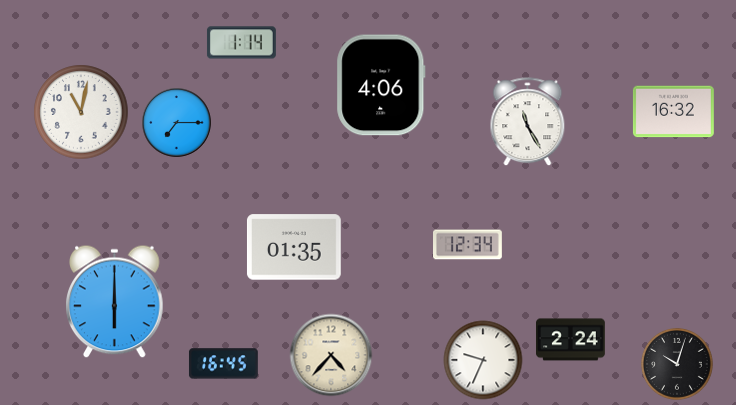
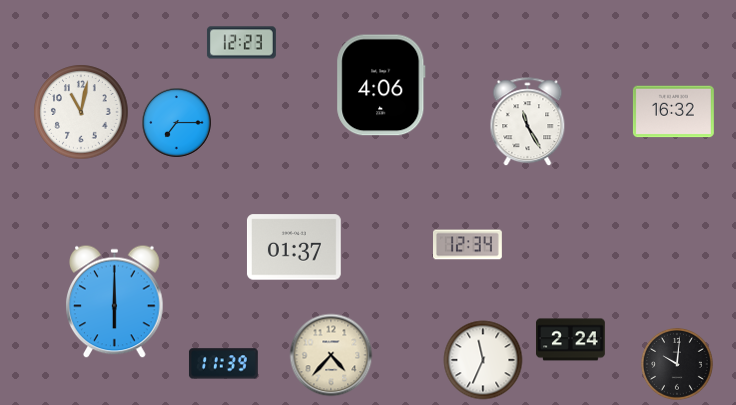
clock at (241, 43): 1:14 -> 12:23
clock at (294, 247): 01:35 -> 01:37
clock at (483, 360): 9:34 -> 11:34
clock at (223, 364): 16:45 -> 11:39
clock at (677, 364): 10:03 -> 10:01
